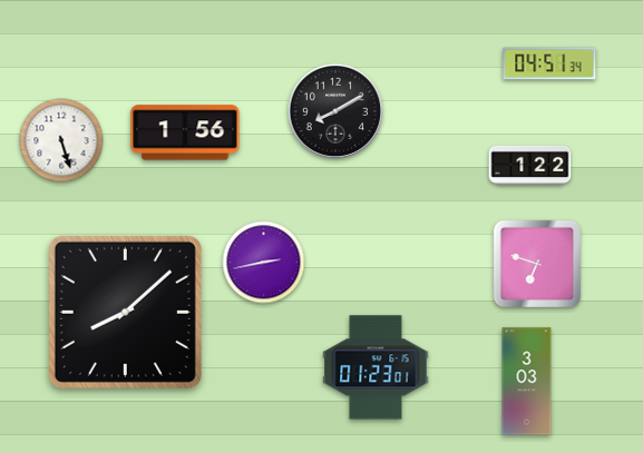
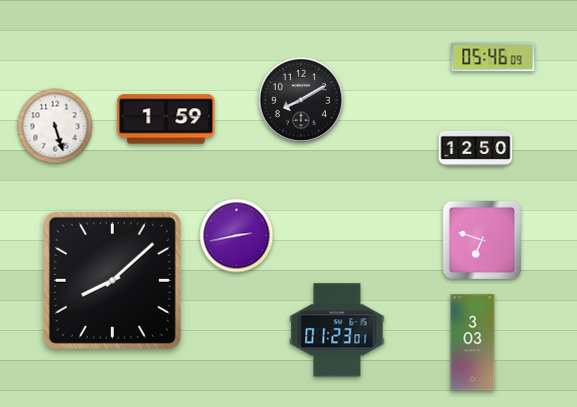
clock at (549, 63): 04:51 -> 05:46
clock at (185, 132): 1:56 -> 1:59
clock at (530, 165): 1:22 -> 12:50
clock at (537, 264) position: (537, 264) -> (482, 240)
